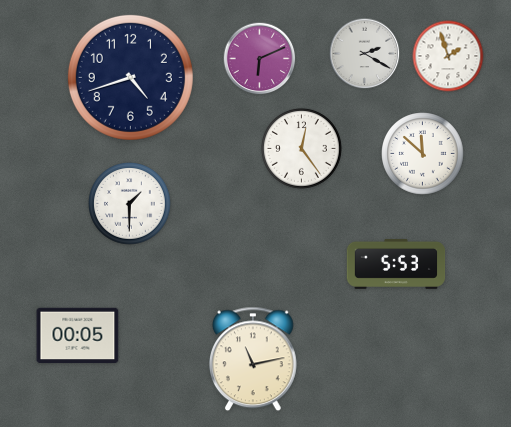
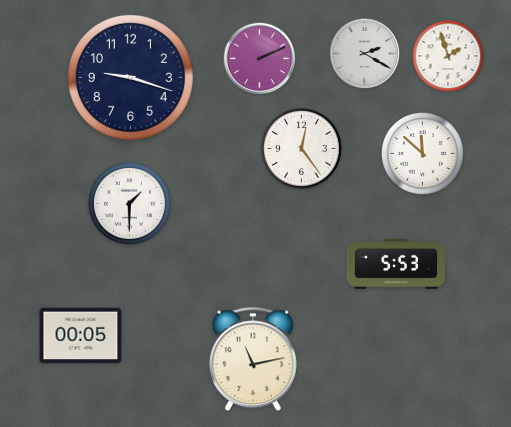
clock at (260, 59): 6:11 -> 2:11
clock at (130, 77): 4:42 -> 9:18
clock at (78, 336) position: (78, 336) -> (81, 336)
